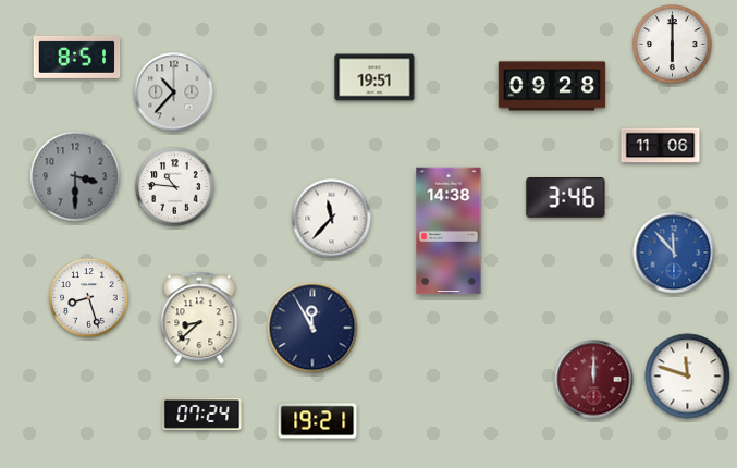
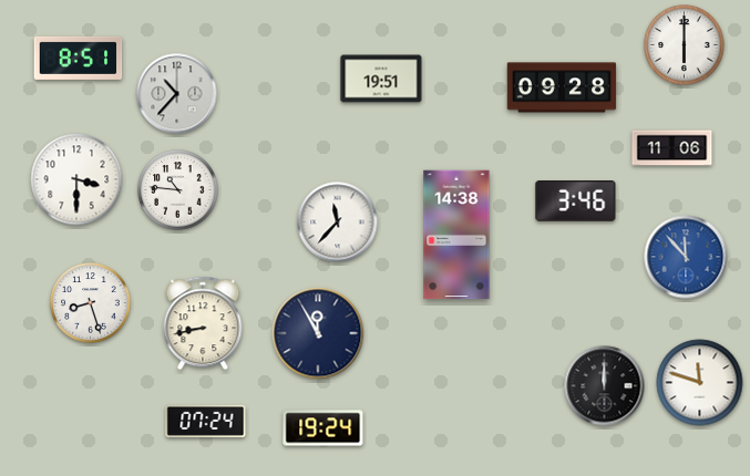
clock at (75, 176) dial: grey -> white
clock at (199, 318): 8:38 -> 8:43
clock at (594, 380) dial: burgundy -> black
clock at (318, 421): 19:21 -> 19:24
